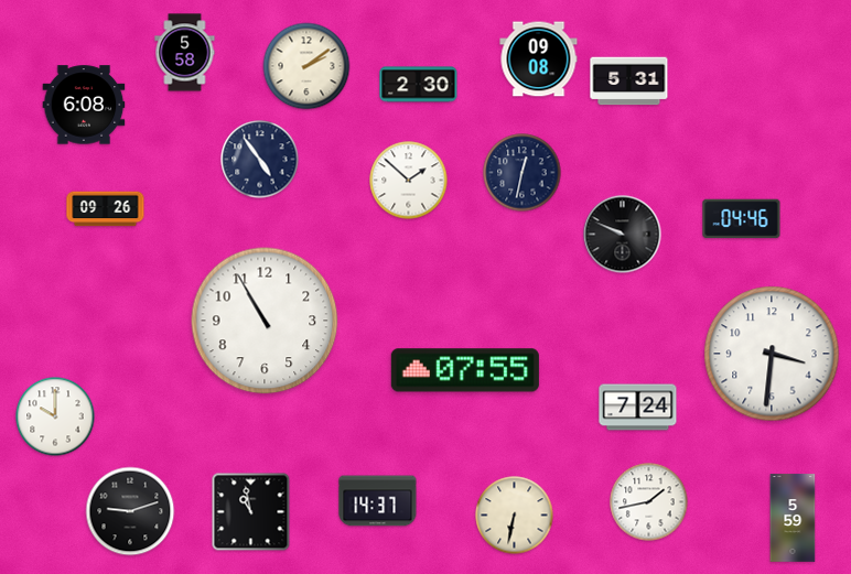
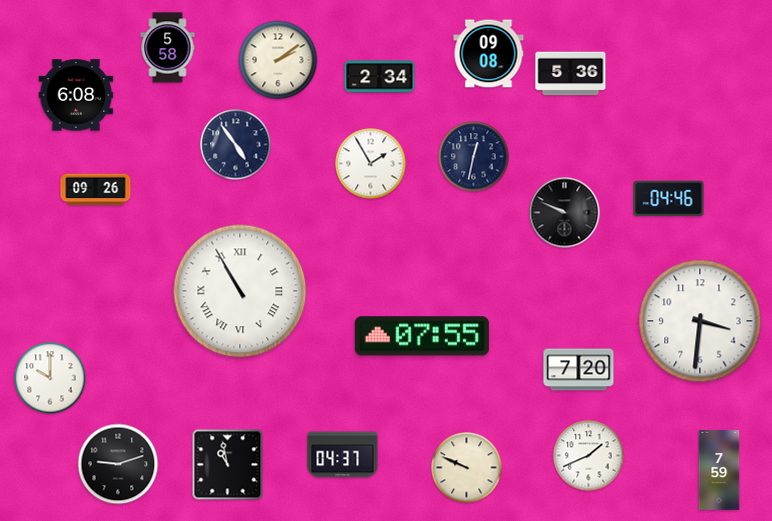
clock at (629, 82): 5:31 -> 5:36
clock at (419, 85): 2:30 -> 2:34
clock at (409, 181): 1:52 -> 1:55
clock at (742, 219) position: (742, 219) -> (669, 199)
clock at (265, 321) numerals: Arabic -> Roman
clock at (638, 408): 7:24 -> 7:20
clock at (378, 501): 14:37 -> 04:37
clock at (649, 502): 1:43 -> 1:41
clock at (515, 516): 6:32 -> 9:49
clock at (793, 518): 5:59 -> 7:59
